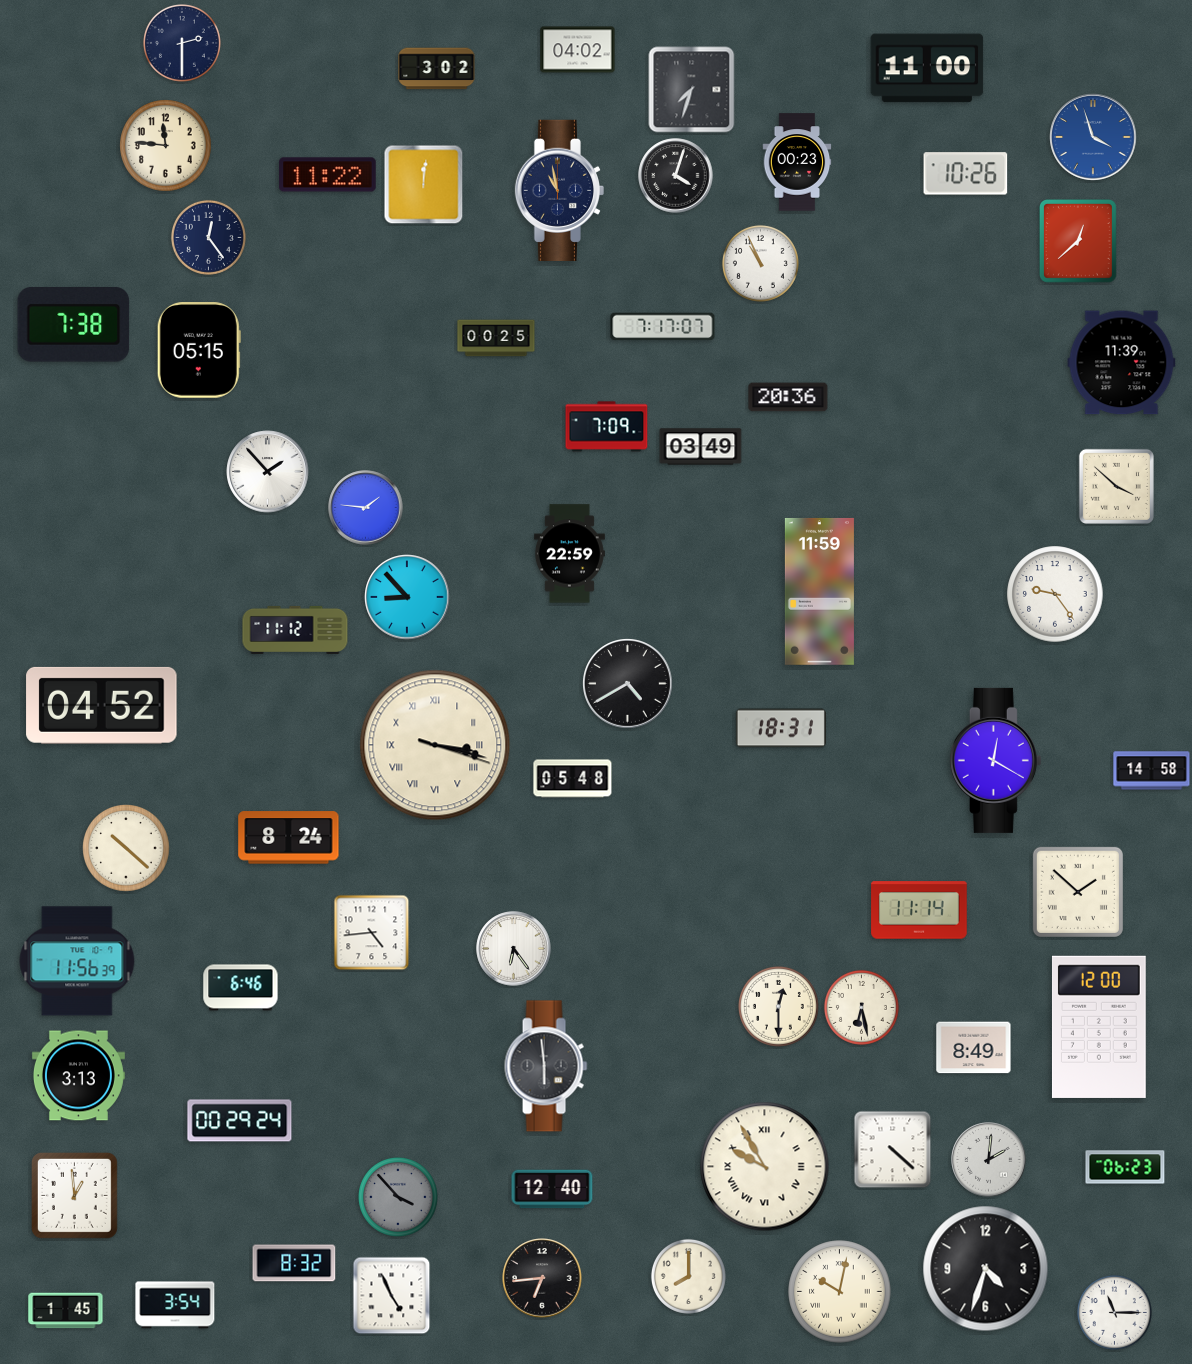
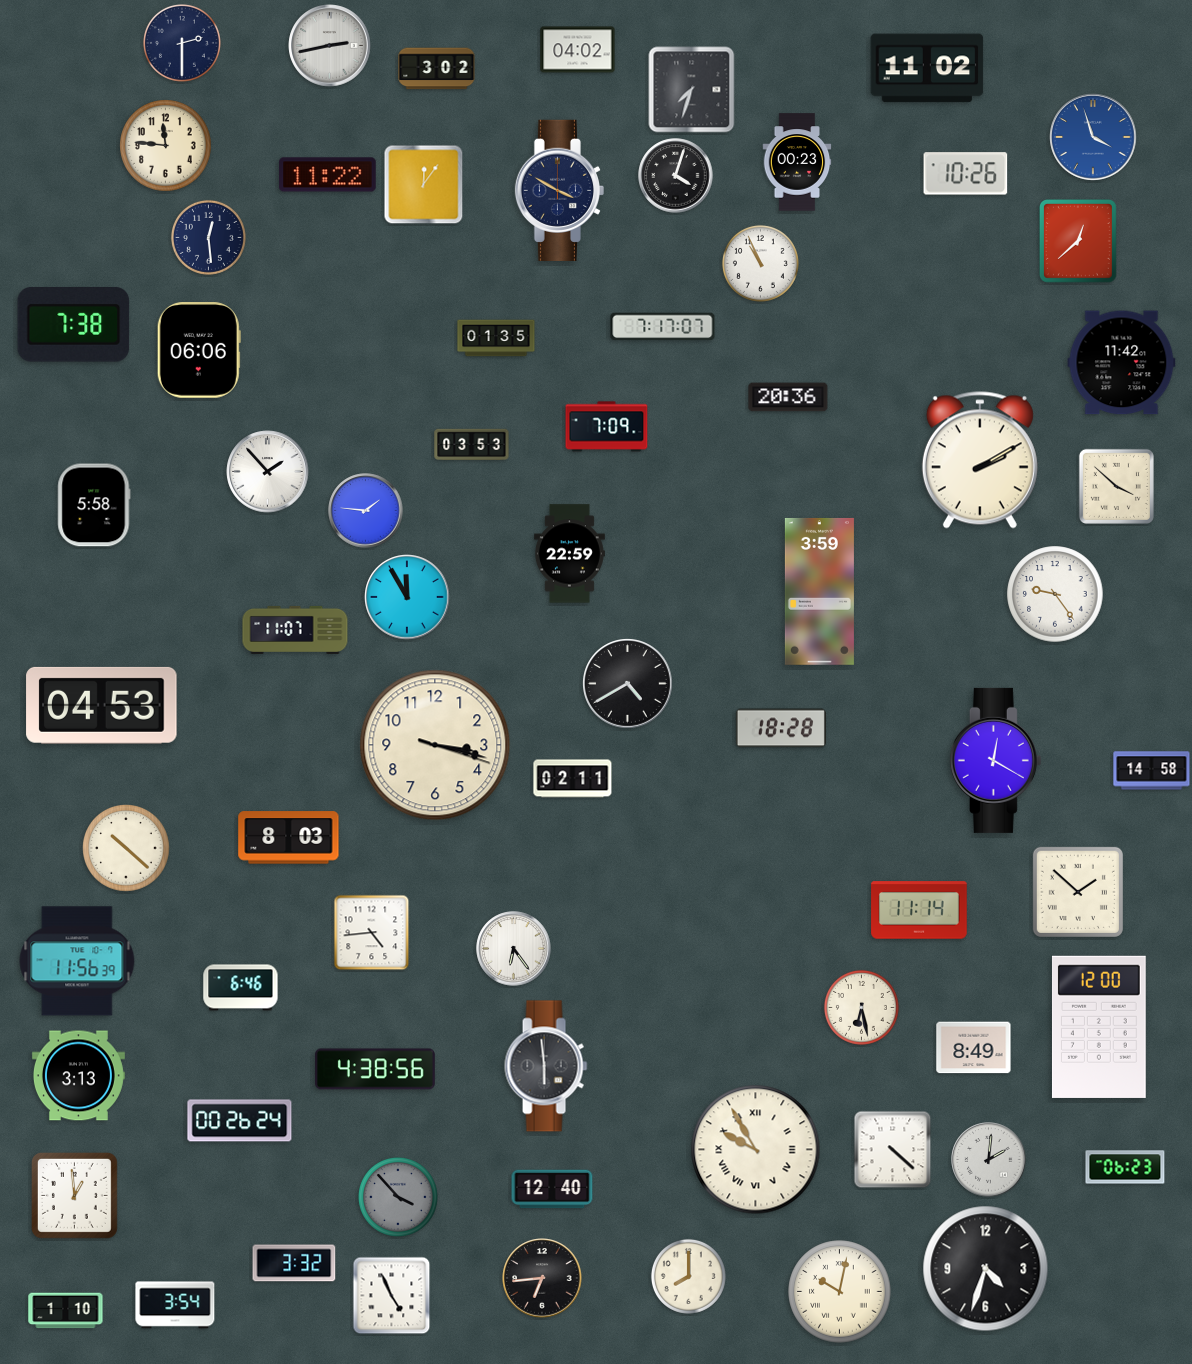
clock at (330, 46): none -> 2:43
clock at (927, 68): 11:00 -> 11:02
clock at (424, 185): 12:01 -> 12:06
clock at (559, 190): 10:58 -> 3:50
clock at (208, 237): 12:24 -> 12:29
clock at (496, 338): 00:25 -> 01:35
clock at (199, 350): 05:15 -> 06:06
clock at (1122, 363): 11:39 -> 11:42
clock at (472, 445): none -> 03:53
clock at (701, 447): 03:49 -> none
clock at (980, 460): none -> 2:10
clock at (94, 505): none -> 5:58
clock at (366, 508) position: (366, 508) -> (366, 511)
clock at (819, 591): 11:59 -> 3:59
clock at (407, 597): 8:53 -> 11:55
clock at (295, 630): 11:12 -> 11:07
clock at (102, 705): 04:52 -> 04:53
clock at (781, 728): 18:31 -> 18:28
clock at (435, 745) numerals: Roman -> Arabic
clock at (573, 779): 05:48 -> 02:11
clock at (289, 838): 8:24 -> 8:03
clock at (778, 1006): 12:30 -> none
clock at (375, 1069): none -> 4:38
clock at (240, 1121): 00:29 -> 00:26
clock at (765, 1167) position: (765, 1167) -> (756, 1150)
clock at (294, 1263): 8:32 -> 3:32
clock at (66, 1311): 1:45 -> 1:10
clock at (1114, 1312): 11:15 -> none
